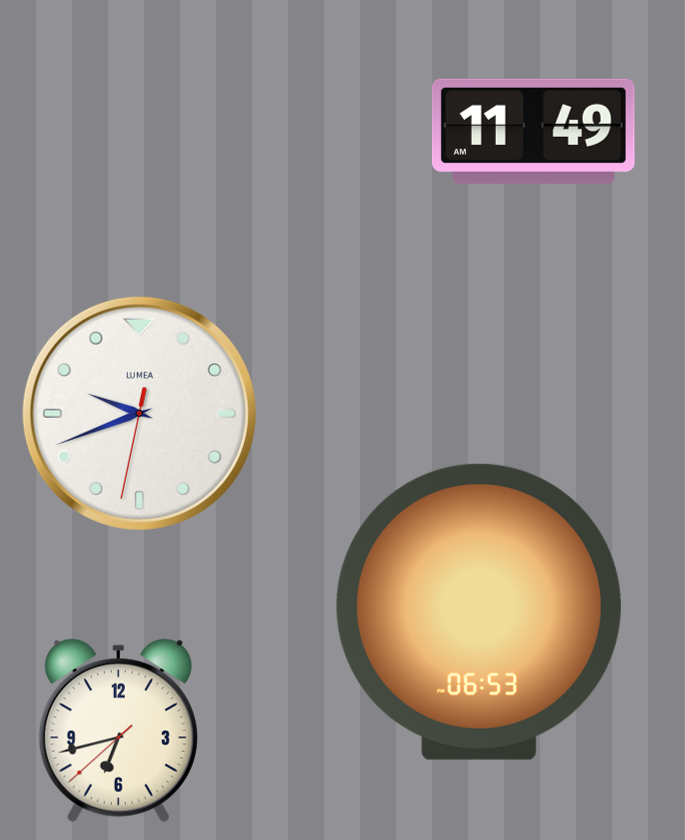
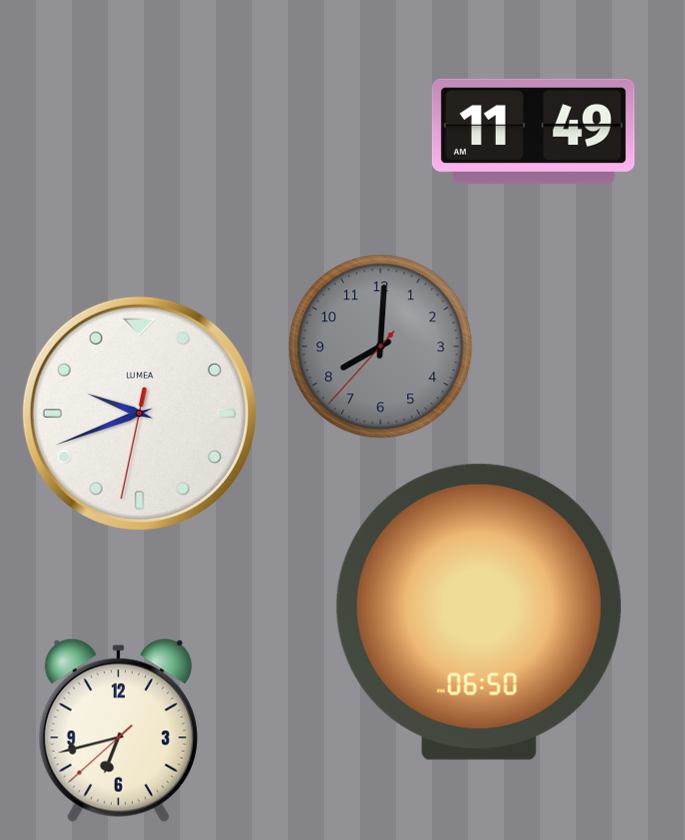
clock at (381, 347): none -> 8:00
clock at (479, 612): 06:53 -> 06:50
